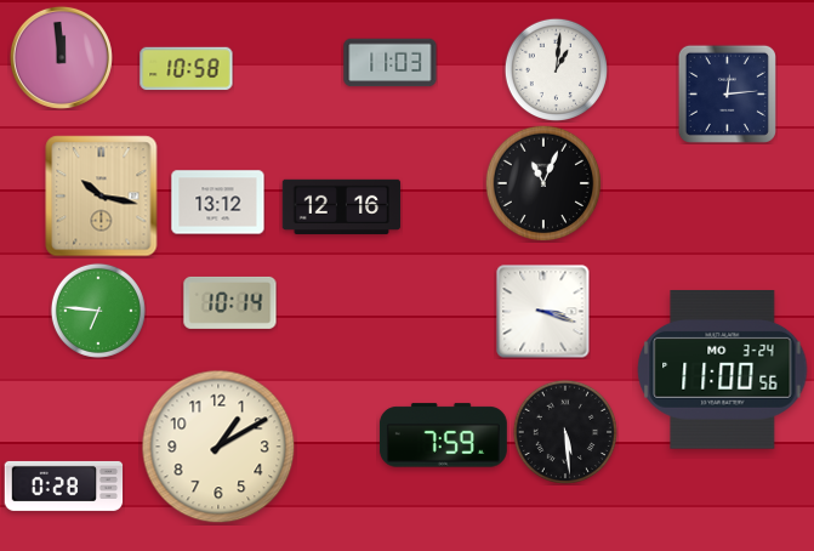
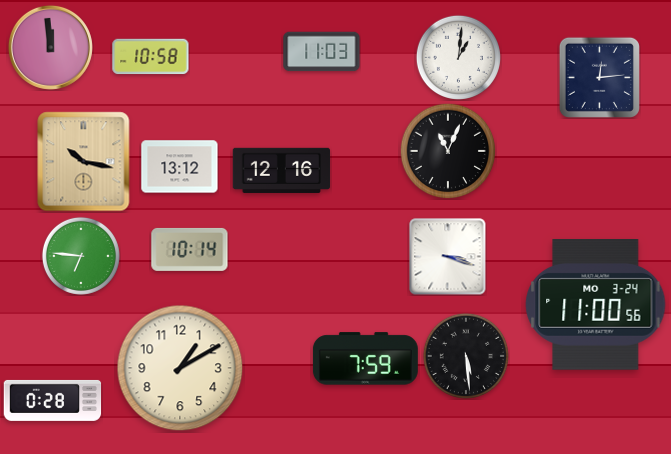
clock at (187, 69) position: (187, 69) -> (151, 57)
